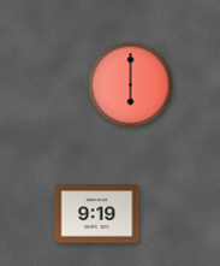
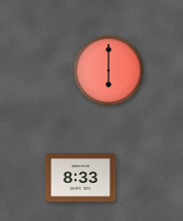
clock at (97, 214): 9:19 -> 8:33
